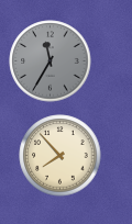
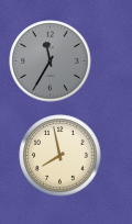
clock at (61, 156): 7:53 -> 7:58
